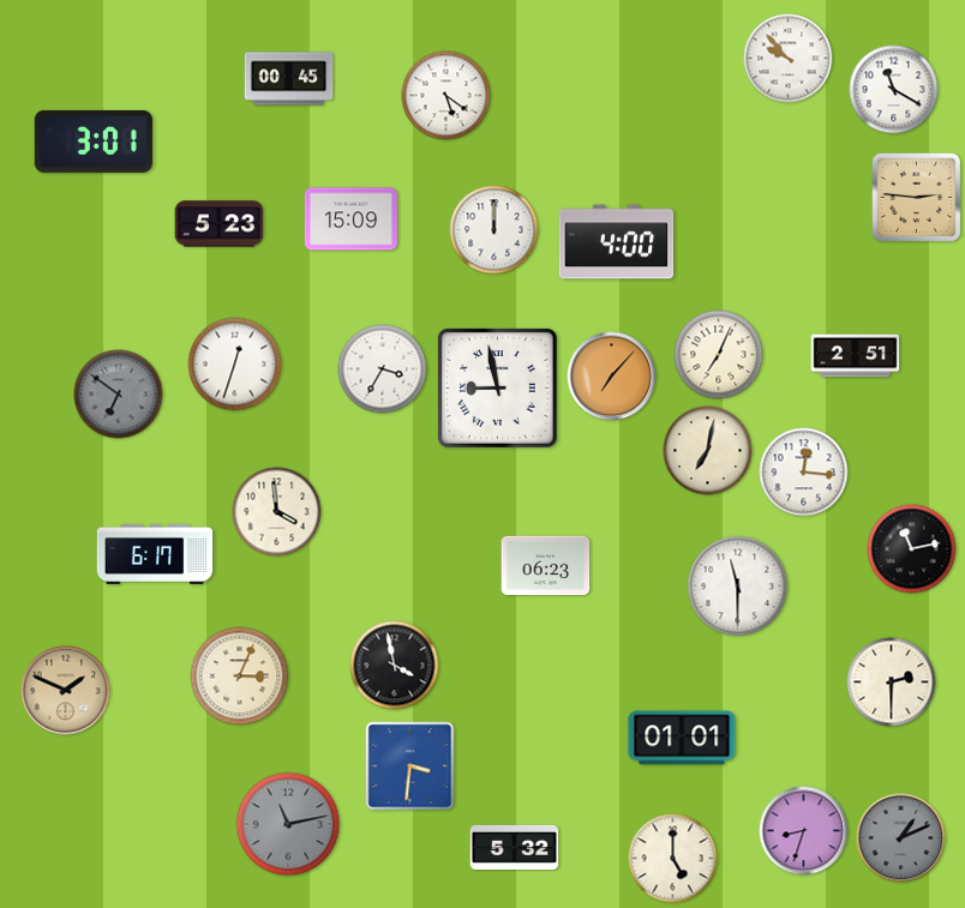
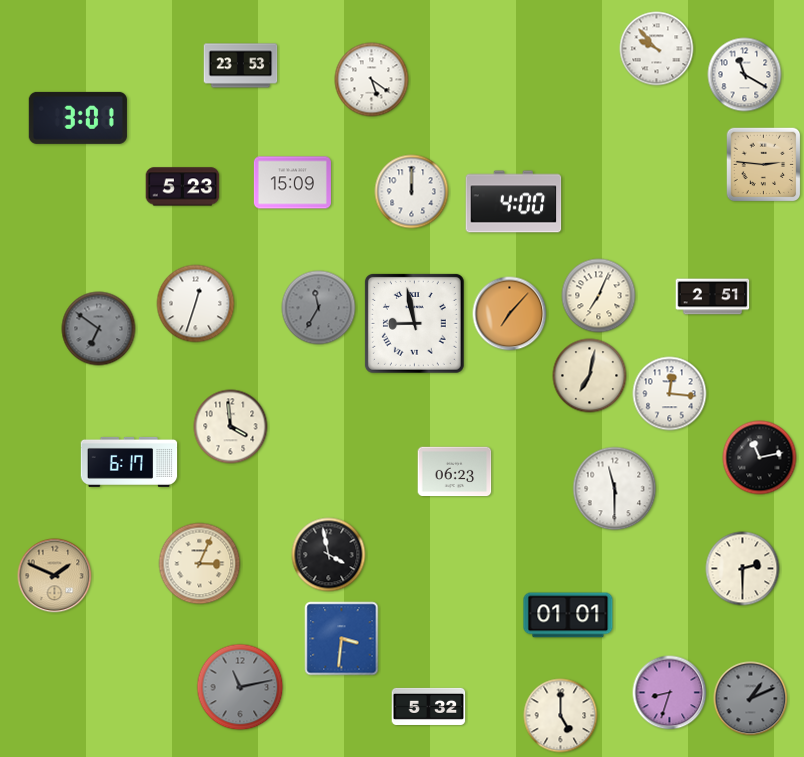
clock at (289, 79): 00:45 -> 23:53
clock at (383, 369): 3:35 -> 11:35
clock at (383, 369) dial: white -> grey
